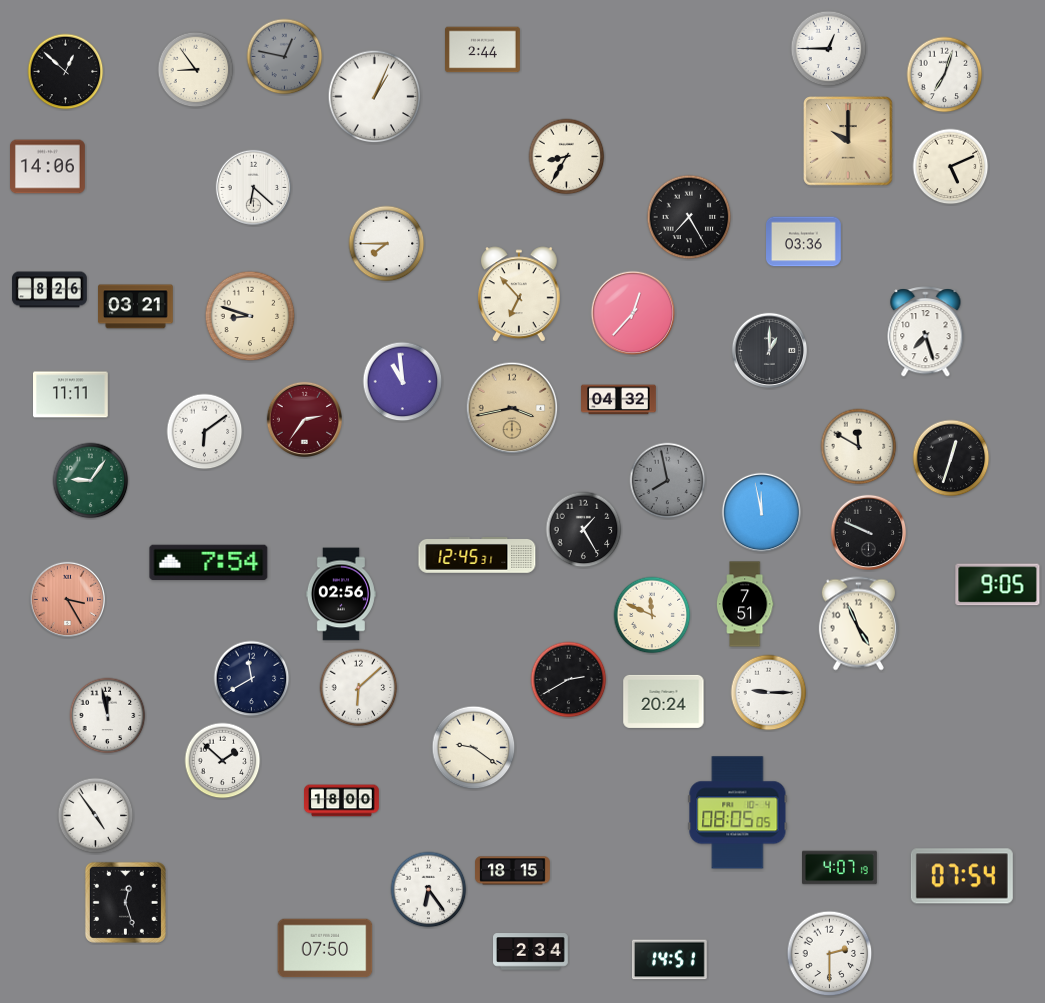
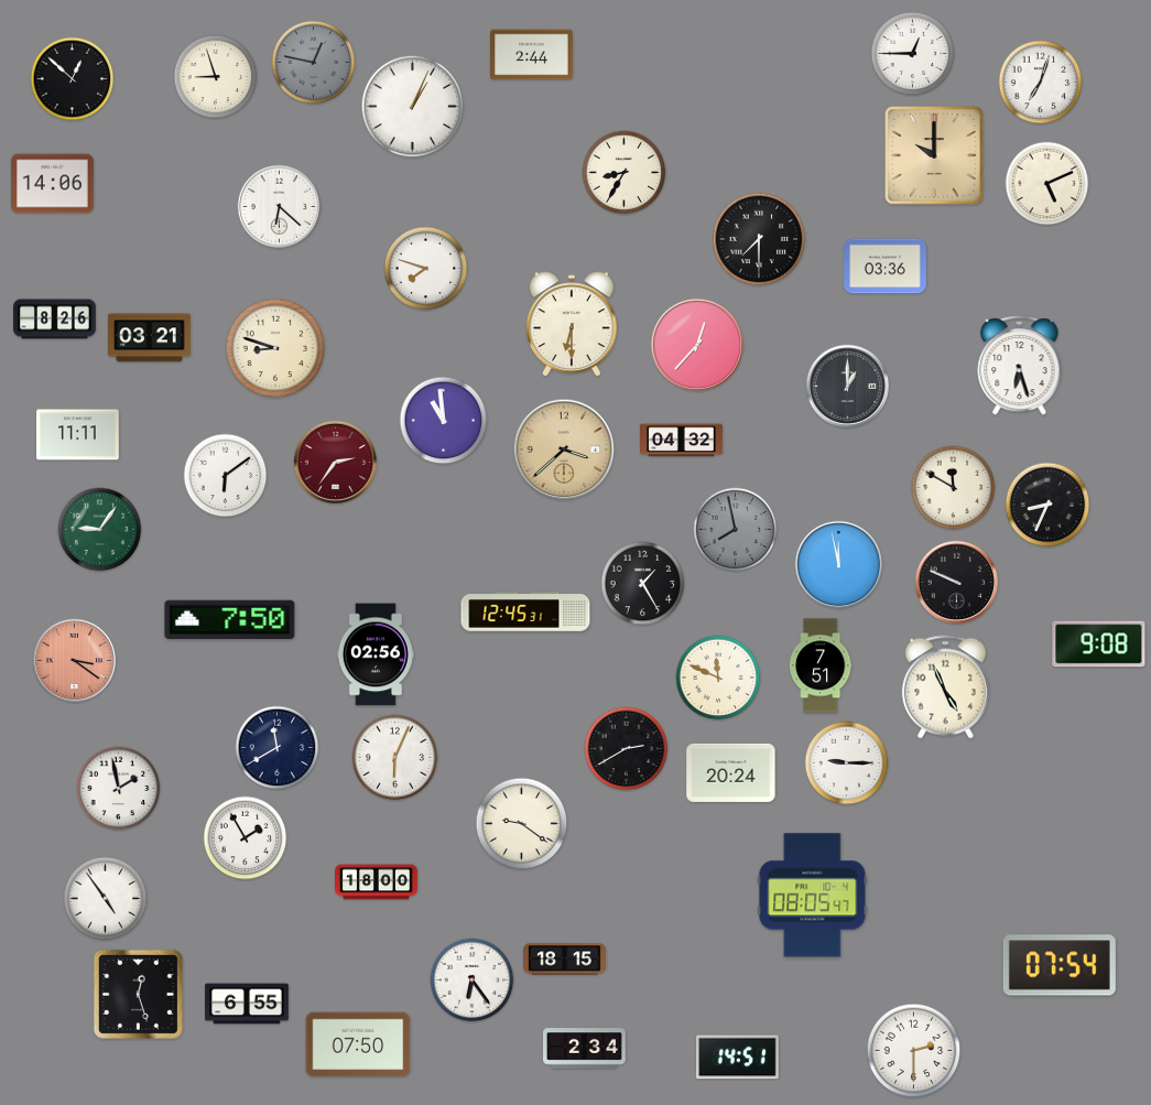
clock at (196, 70): 8:54 -> 8:57
clock at (689, 217): 7:25 -> 7:30
clock at (387, 244): 7:45 -> 7:48
clock at (519, 294): 6:53 -> 6:30
clock at (926, 332): 7:27 -> 6:27
clock at (512, 408): 3:43 -> 3:38
clock at (859, 447) position: (859, 447) -> (954, 488)
clock at (951, 458): 12:33 -> 8:34
clock at (868, 532) position: (868, 532) -> (956, 582)
clock at (209, 563): 7:54 -> 7:50
clock at (998, 585): 9:05 -> 9:08
clock at (67, 599): 3:25 -> 3:21
clock at (359, 688): 6:08 -> 6:04
clock at (108, 716): 11:58 -> 1:58
clock at (223, 761): 1:52 -> 1:55
clock at (738, 813): 08:05:05 -> 08:05:47
clock at (840, 868): 4:07 -> none
clock at (247, 1004): none -> 6:55
